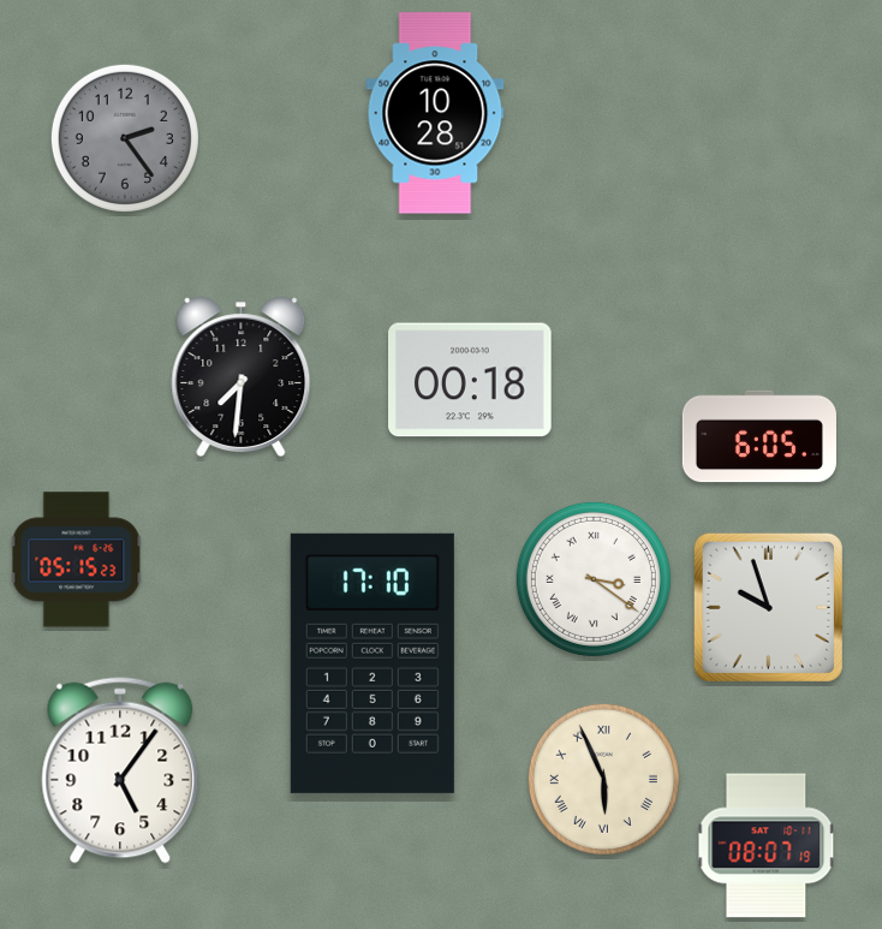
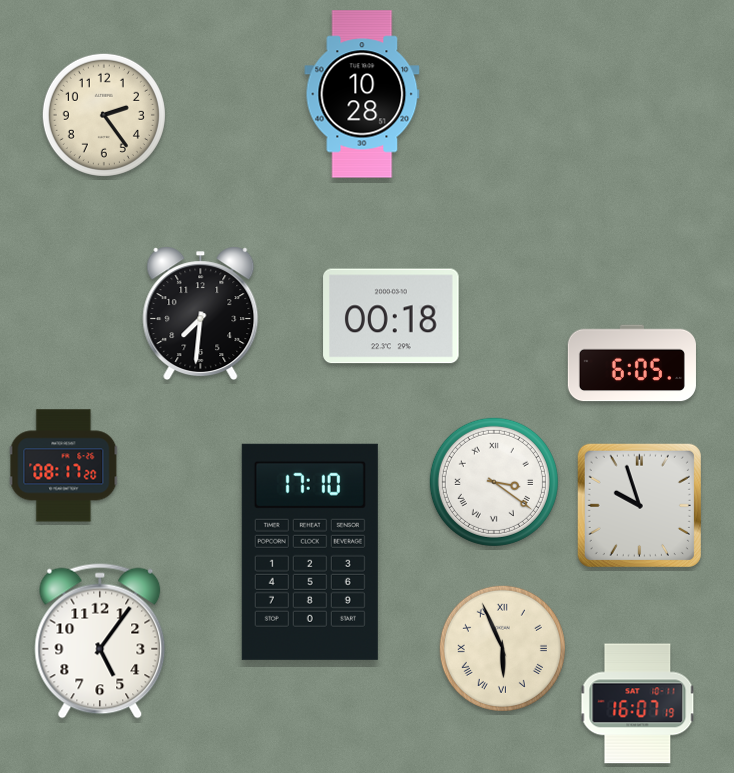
clock at (125, 138) dial: grey -> cream
clock at (77, 560): 05:15 -> 08:17
clock at (767, 846): 08:07 -> 16:07
